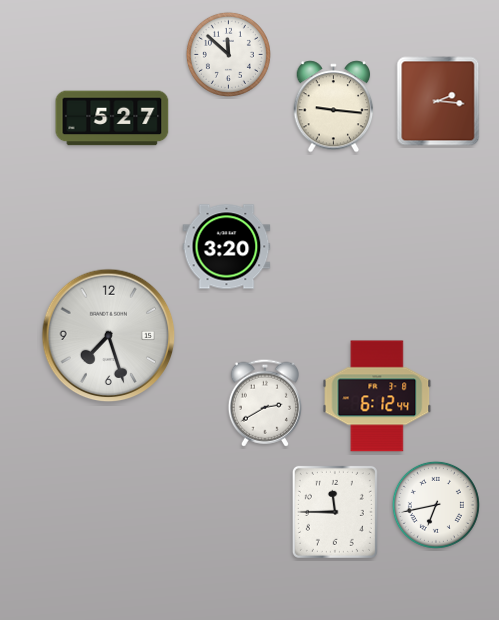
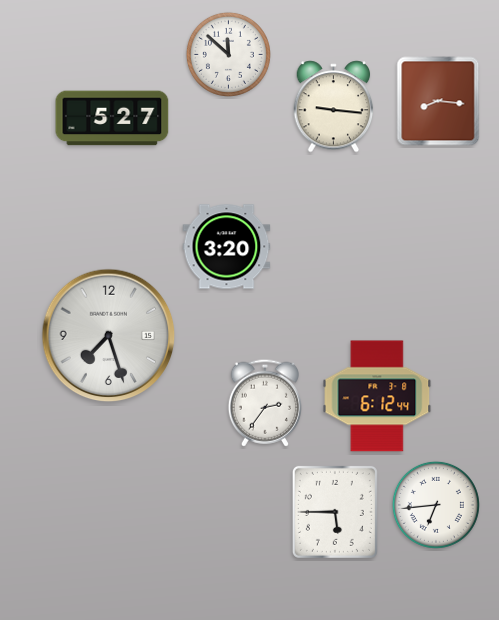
clock at (438, 101): 2:16 -> 8:16
clock at (264, 403): 2:40 -> 2:36
clock at (436, 505): 6:43 -> 6:44
clock at (335, 512): 11:45 -> 5:45
